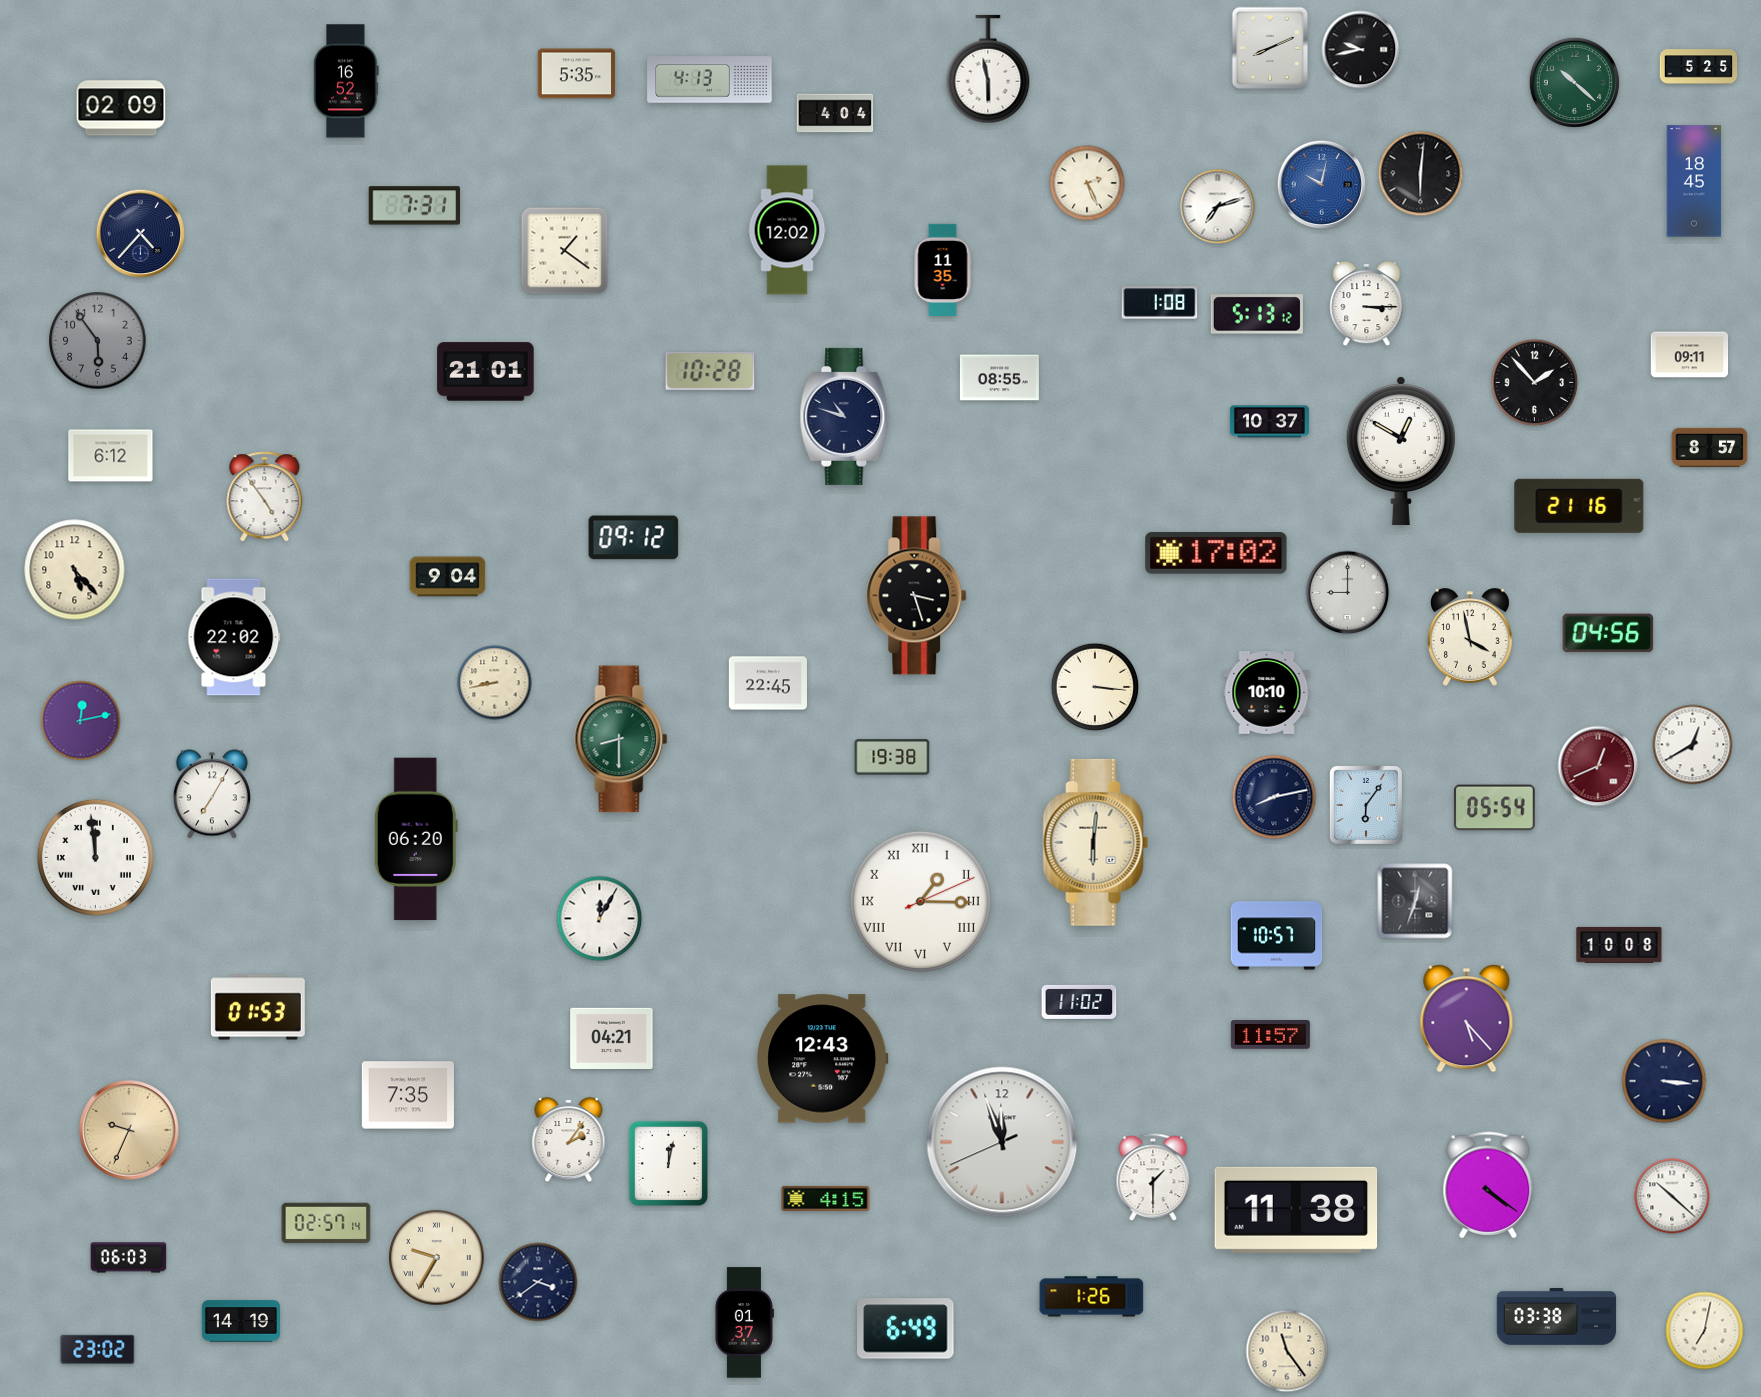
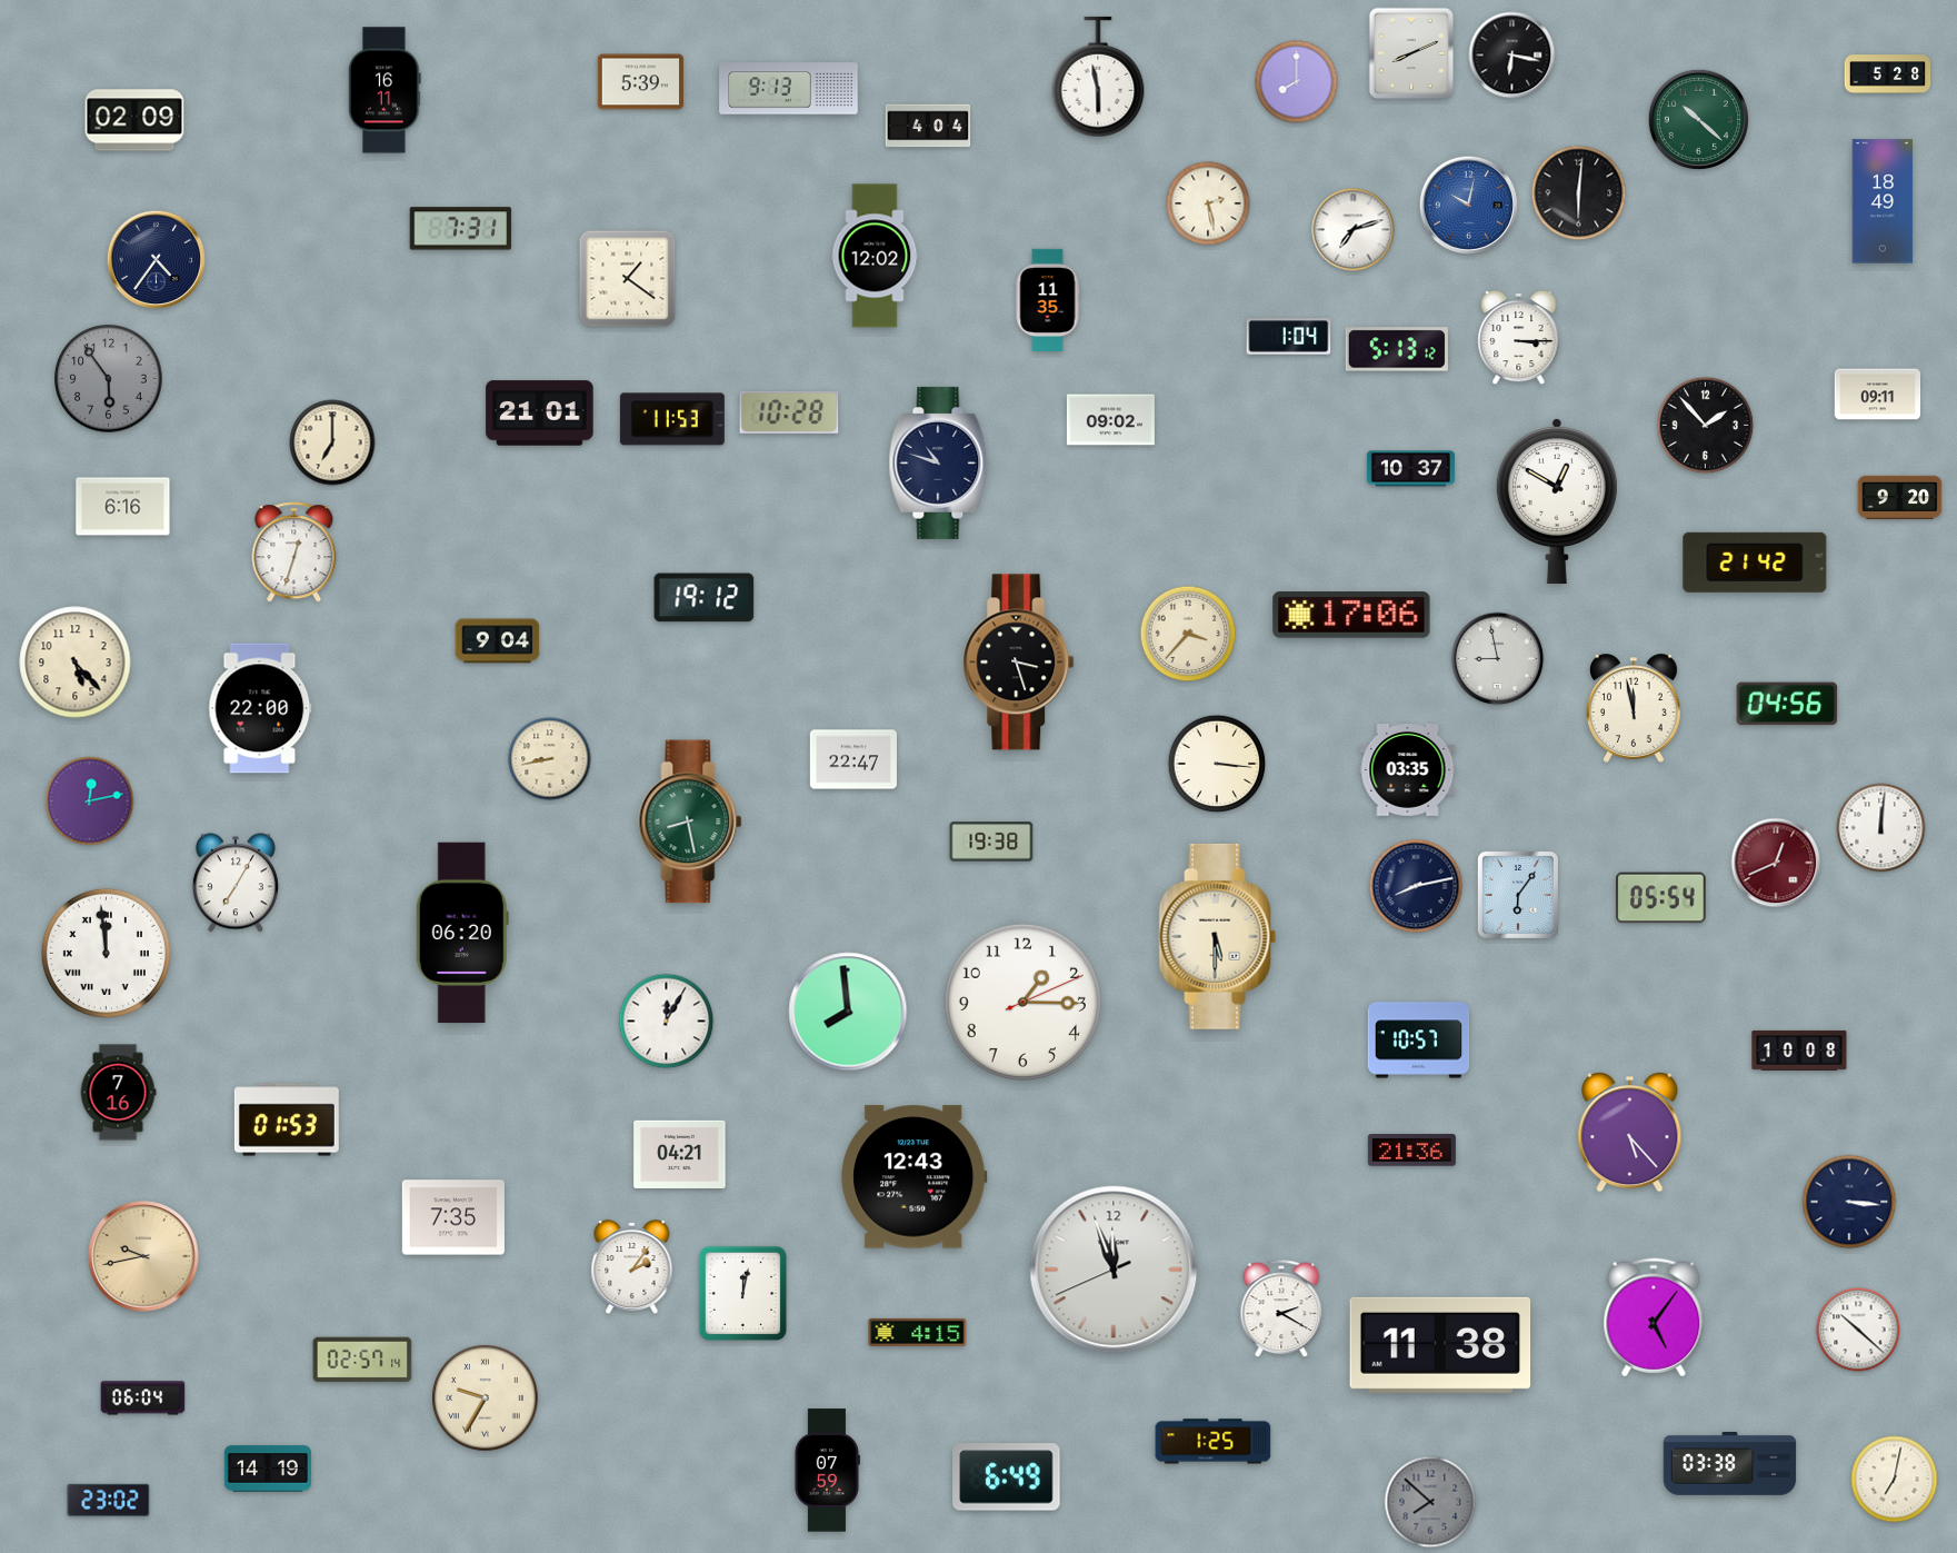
clock at (1361, 50): 9:43 -> 6:17
clock at (1699, 67): 5:25 -> 5:28
clock at (577, 74): 5:35 -> 5:39
clock at (1297, 82): none -> 8:00
clock at (710, 80): 4:13 -> 9:13
clock at (346, 81): 16:52 -> 16:11
clock at (1574, 82) position: (1574, 82) -> (1698, 119)
clock at (1694, 181): 18:45 -> 18:49
clock at (1087, 183): 2:26 -> 2:28
clock at (140, 233): 4:37 -> 4:36
clock at (1160, 303): 1:08 -> 1:04
clock at (672, 419): none -> 11:53
clock at (999, 378): 08:55 -> 09:02
clock at (332, 442): none -> 7:00
clock at (1710, 447): 8:57 -> 9:20
clock at (111, 456): 6:12 -> 6:16
clock at (265, 497): 4:54 -> 12:33
clock at (1579, 506): 21:16 -> 21:42
clock at (634, 538): 09:12 -> 19:12
clock at (1216, 553): 17:02 -> 17:06
clock at (75, 570) position: (75, 570) -> (76, 663)
clock at (1188, 634): none -> 3:37
clock at (1348, 593): 9:00 -> 8:58
clock at (234, 637): 22:02 -> 22:00
clock at (1470, 637): 3:58 -> 11:58
clock at (768, 683): 22:45 -> 22:47
clock at (1267, 693): 10:10 -> 03:35
clock at (621, 739): 8:30 -> 8:28
clock at (1693, 745): 12:40 -> 12:01
clock at (1598, 766) position: (1598, 766) -> (1776, 863)
clock at (1096, 842): 6:01 -> 5:30
clock at (920, 901) numerals: Roman -> Arabic
clock at (1415, 901): 12:33 -> none
clock at (848, 1012): none -> 7:59
clock at (118, 1093): none -> 7:16
clock at (1079, 1002): 11:02 -> none
clock at (1270, 1035): 11:57 -> 21:36
clock at (129, 1130): 9:34 -> 9:43
clock at (1153, 1178): 1:30 -> 2:20
clock at (1488, 1185): 4:21 -> 5:06
clock at (129, 1258): 06:03 -> 06:04
clock at (538, 1282): 3:39 -> none
clock at (1092, 1297): 1:26 -> 1:25
clock at (744, 1323): 01:37 -> 07:59
clock at (1287, 1351): 11:24 -> 7:52
clock at (1287, 1351) dial: cream -> grey
